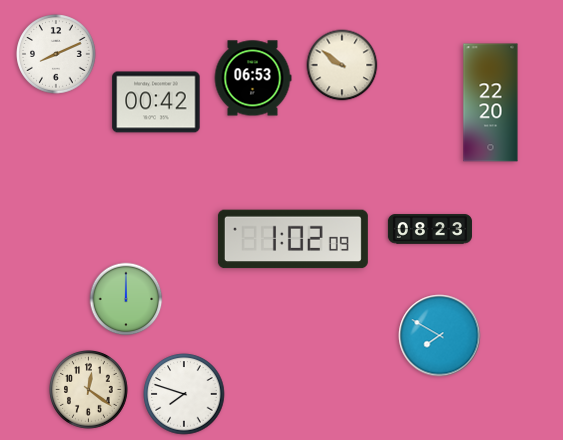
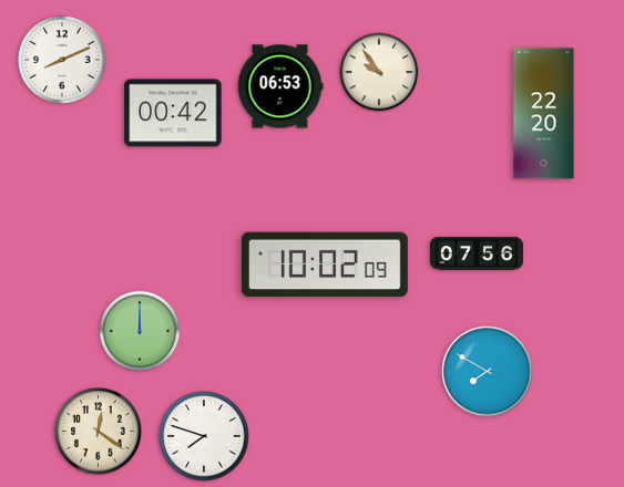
clock at (342, 65): 9:51 -> 9:54
clock at (430, 229): 08:23 -> 07:56
clock at (293, 239): 1:02 -> 10:02
